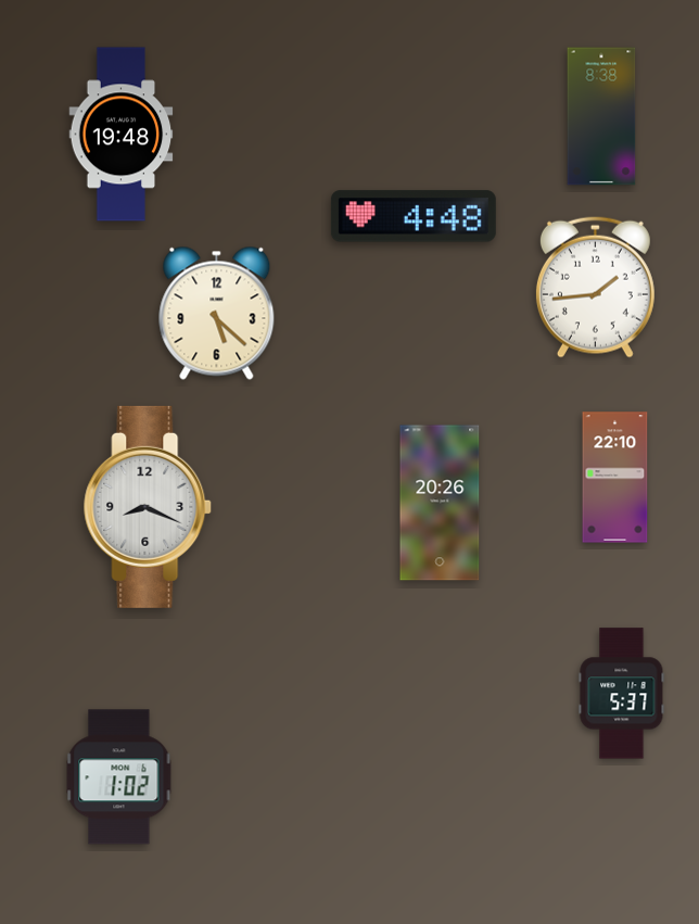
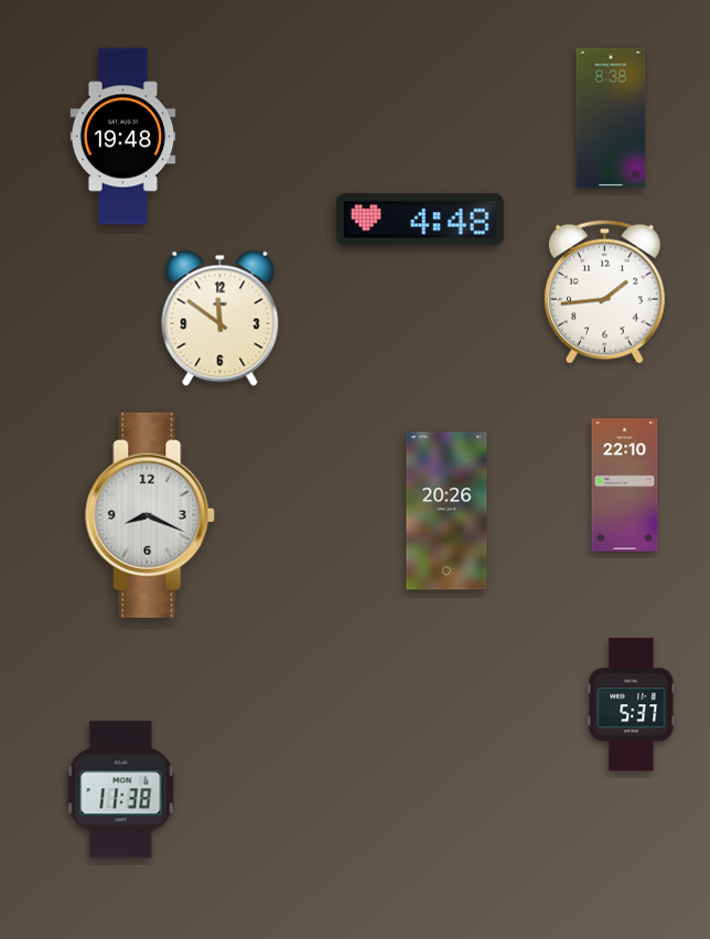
clock at (217, 313): 5:22 -> 11:51
clock at (119, 777): 1:02 -> 11:38
